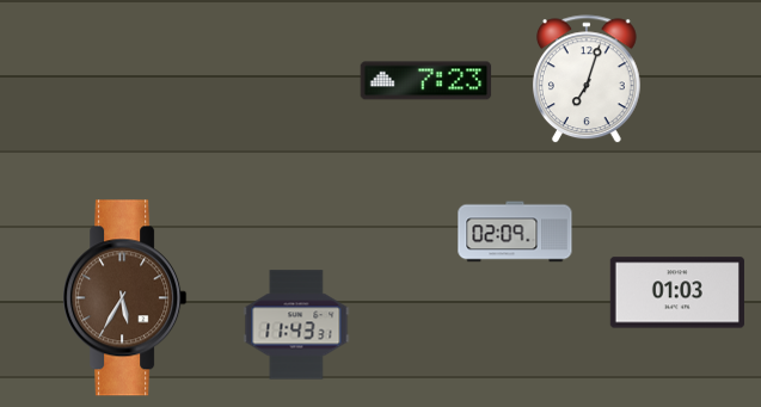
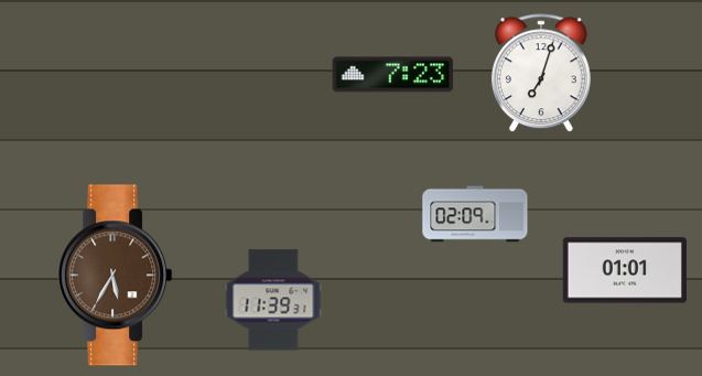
clock at (677, 292): 01:03 -> 01:01
clock at (296, 325): 11:43 -> 11:39
